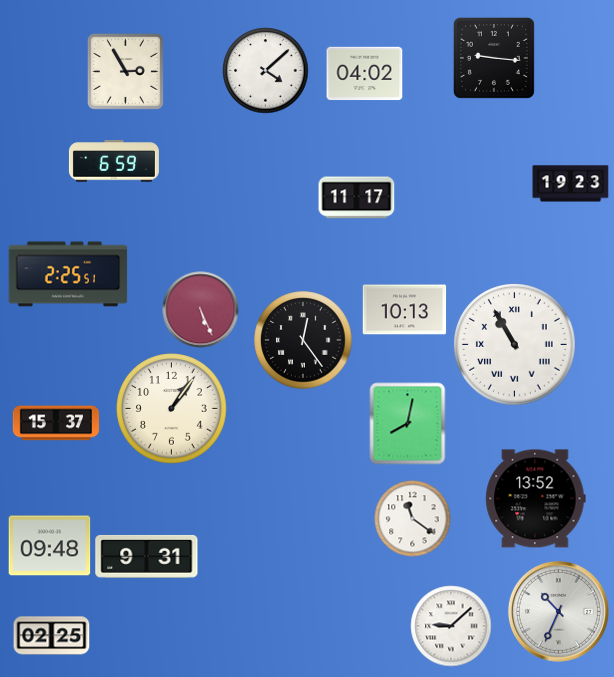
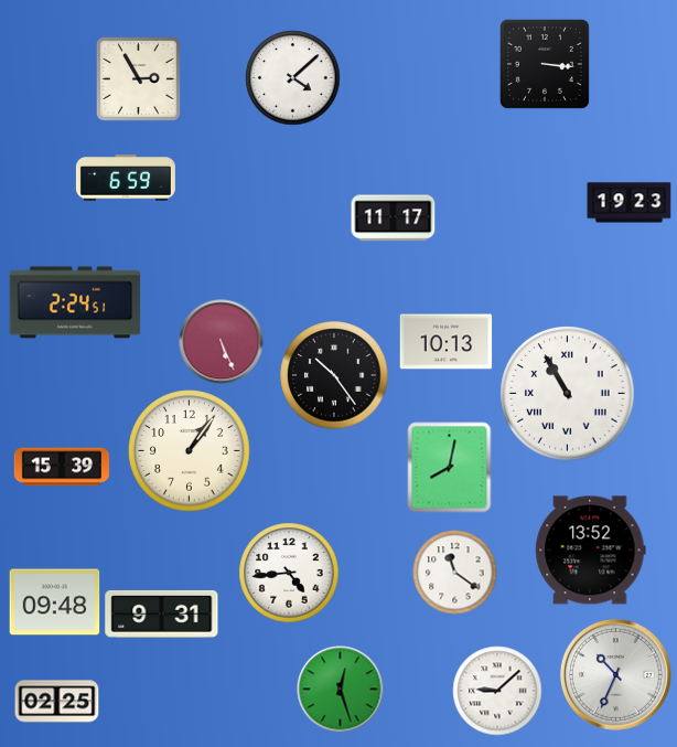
clock at (494, 58): 9:16 -> 3:16
clock at (365, 74): 04:02 -> none
clock at (68, 274): 2:25 -> 2:24
clock at (303, 340): 12:24 -> 10:24
clock at (515, 345) position: (515, 345) -> (568, 394)
clock at (55, 423): 15:37 -> 15:39
clock at (289, 573): none -> 4:44
clock at (341, 690): none -> 12:27
